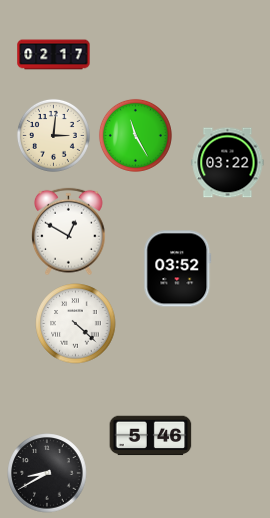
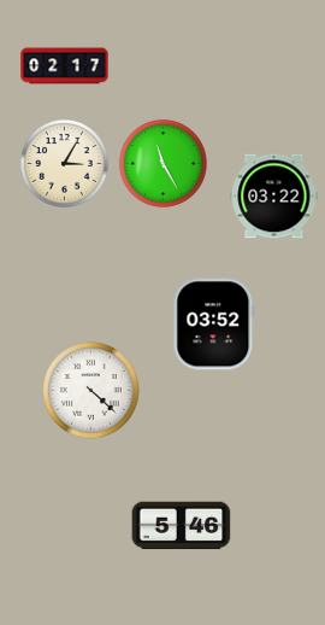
clock at (53, 135): 3:01 -> 3:05
clock at (69, 232): 12:50 -> none
clock at (47, 473): 8:40 -> none
